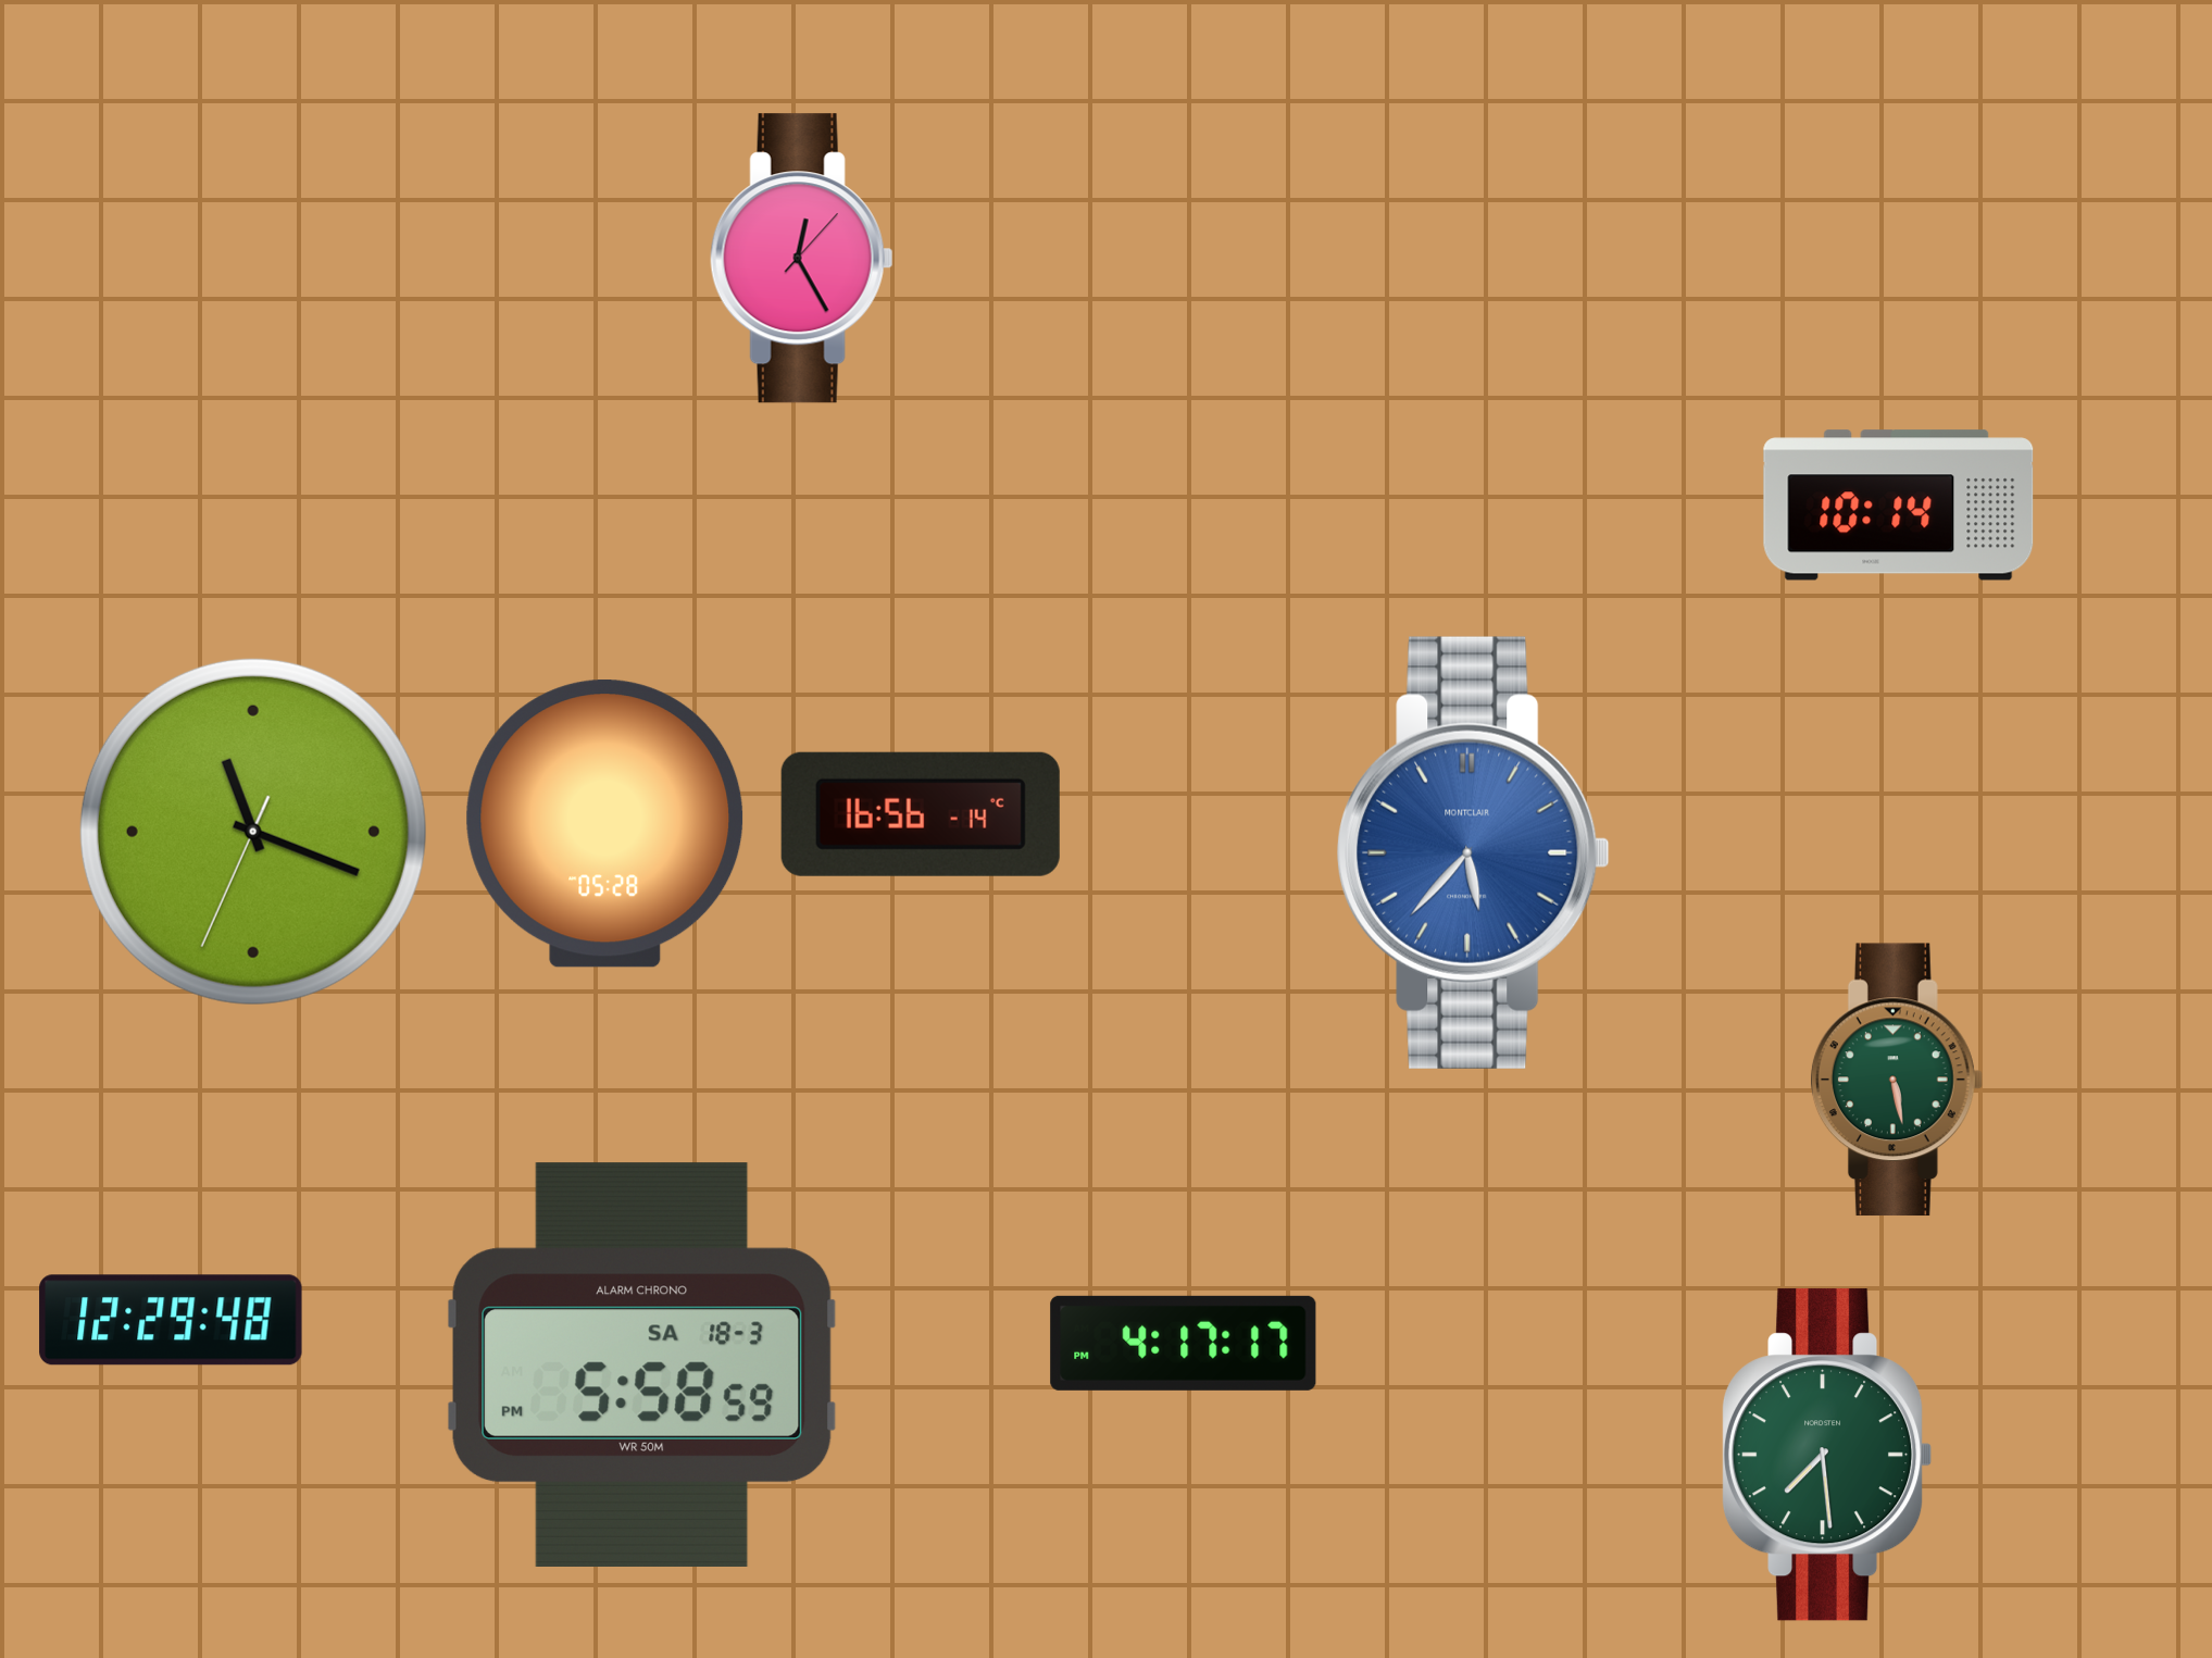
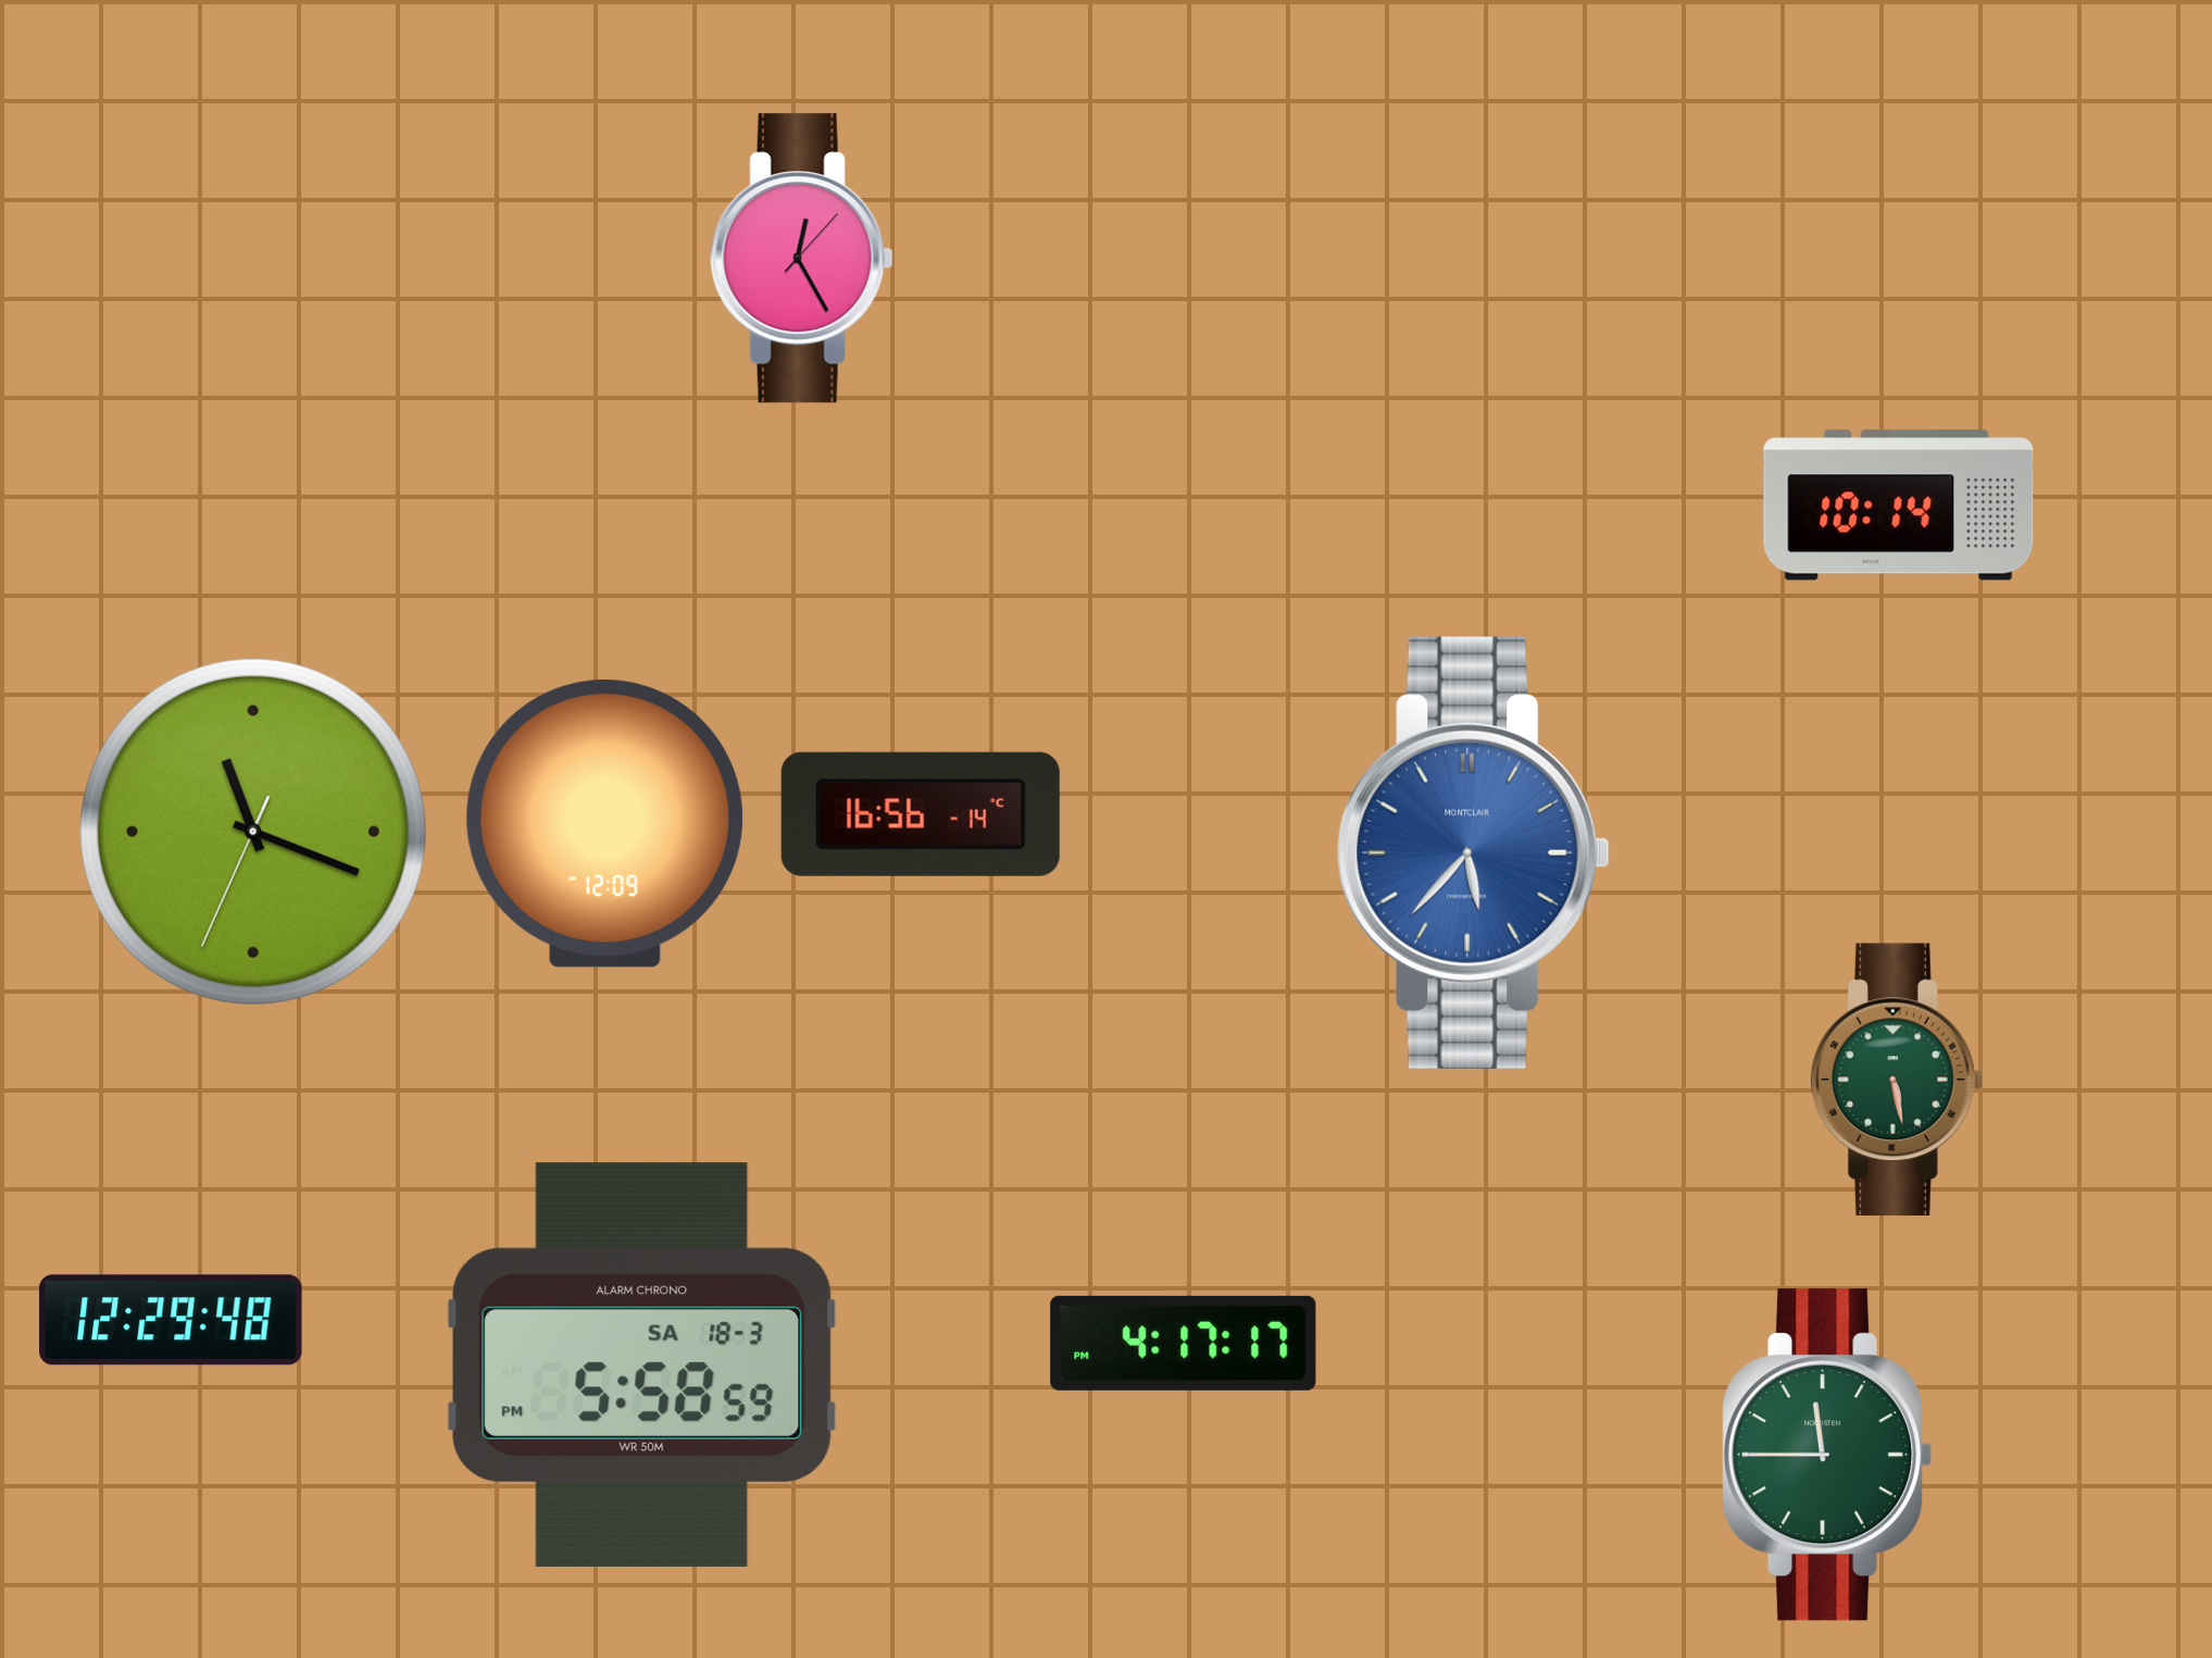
clock at (605, 824): 05:28 -> 12:09
clock at (1827, 1455): 7:29 -> 11:45
